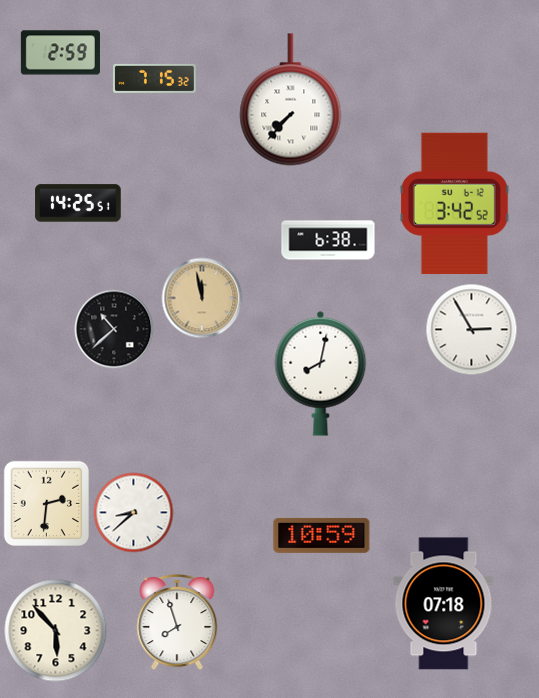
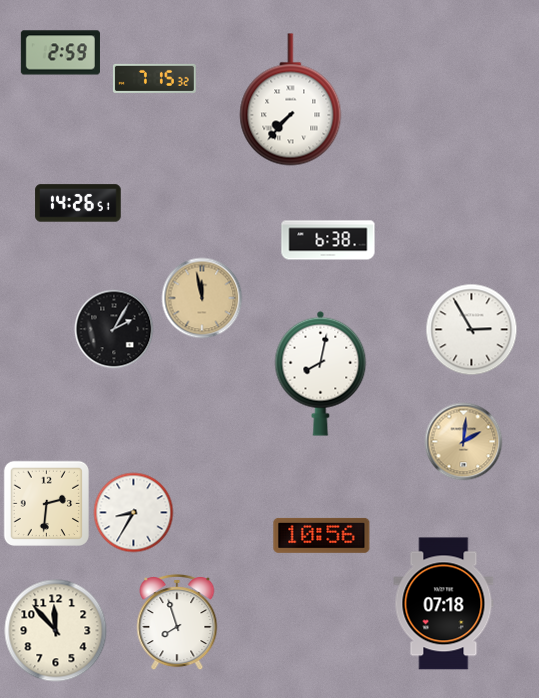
clock at (78, 203): 14:25 -> 14:26
clock at (454, 203): 3:42 -> none
clock at (114, 329): 10:38 -> 2:05
clock at (464, 442): none -> 2:01
clock at (134, 513): 8:38 -> 8:35
clock at (322, 535): 10:59 -> 10:56
clock at (56, 631): 5:53 -> 11:53
